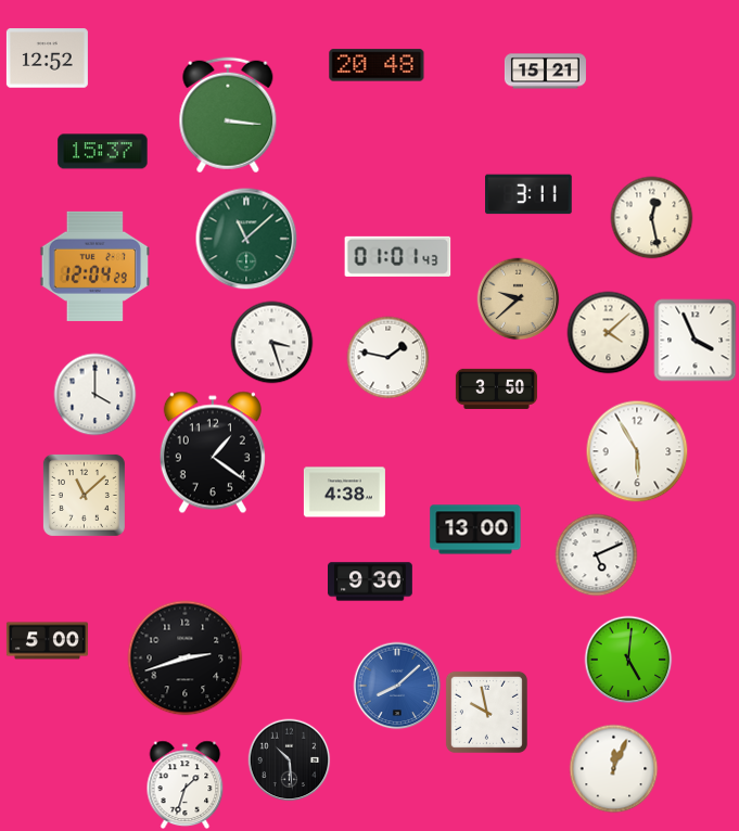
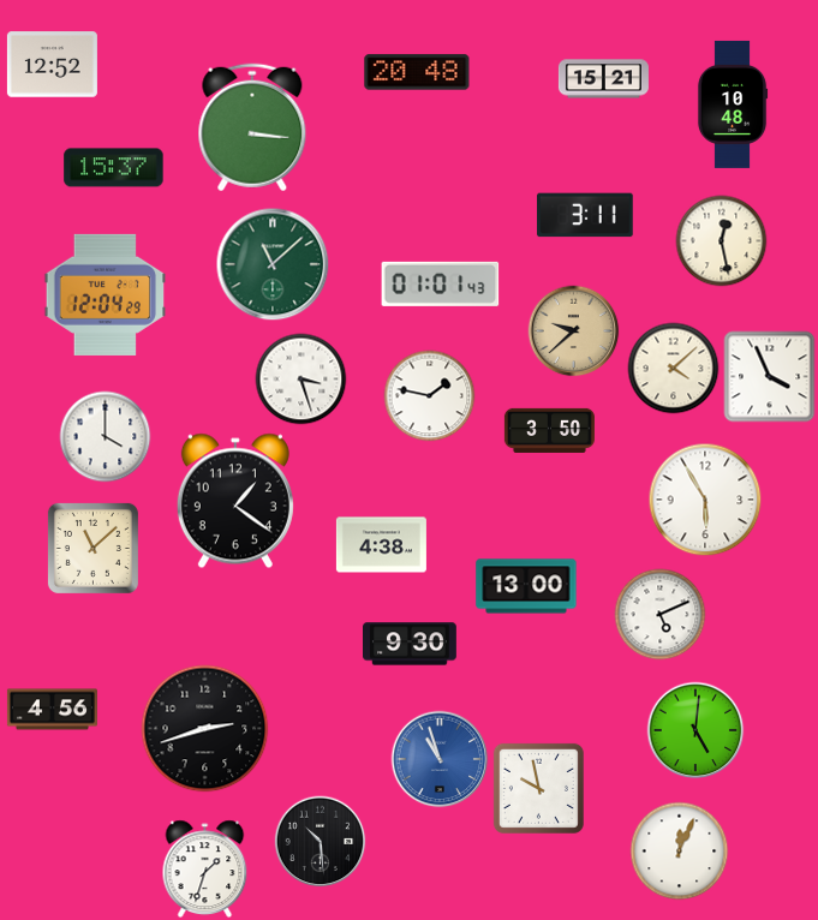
clock at (733, 104): none -> 10:48
clock at (47, 641): 5:00 -> 4:56
clock at (397, 686): 8:08 -> 10:57
